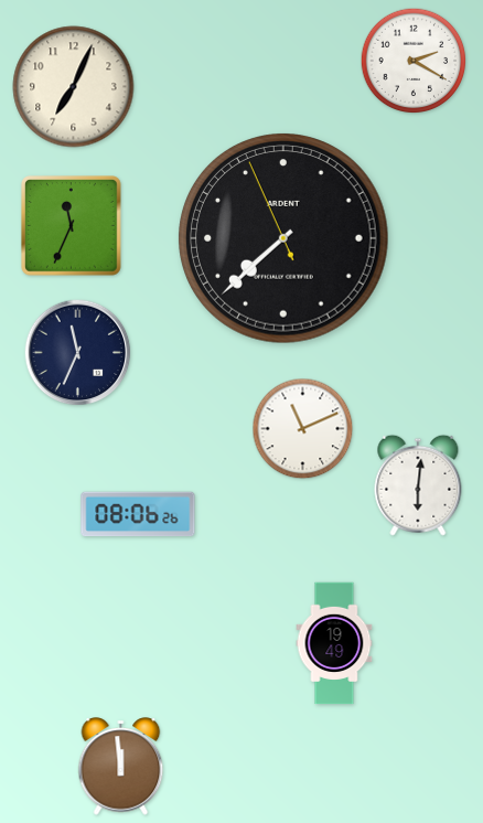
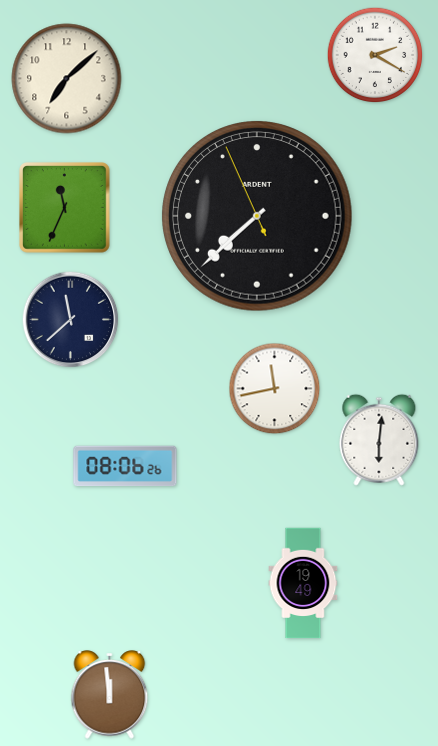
clock at (74, 87): 7:04 -> 7:08
clock at (72, 226) position: (72, 226) -> (65, 208)
clock at (78, 353): 11:34 -> 11:38
clock at (303, 429): 11:11 -> 11:43
